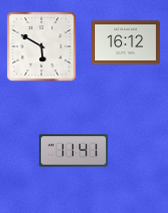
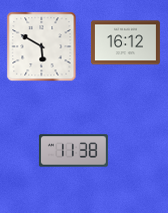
clock at (73, 151): 11:41 -> 11:38
